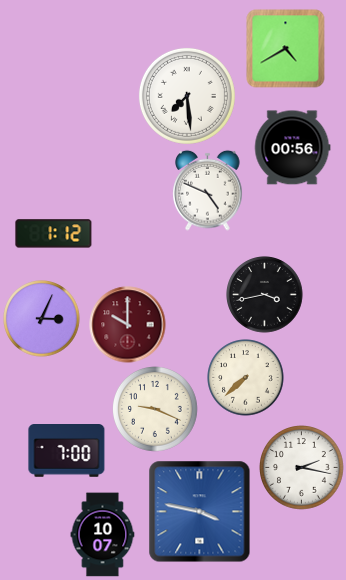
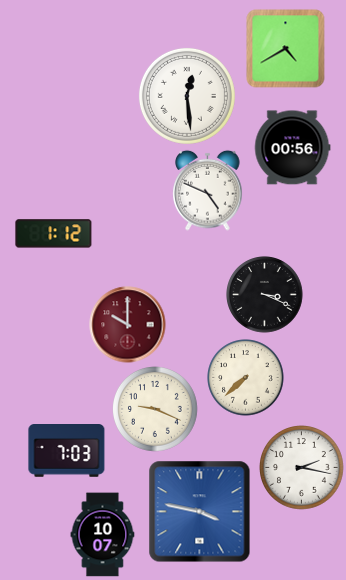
clock at (187, 96): 7:29 -> 12:29
clock at (265, 295): 3:43 -> 3:19
clock at (42, 319): 3:04 -> none
clock at (67, 451): 7:00 -> 7:03
